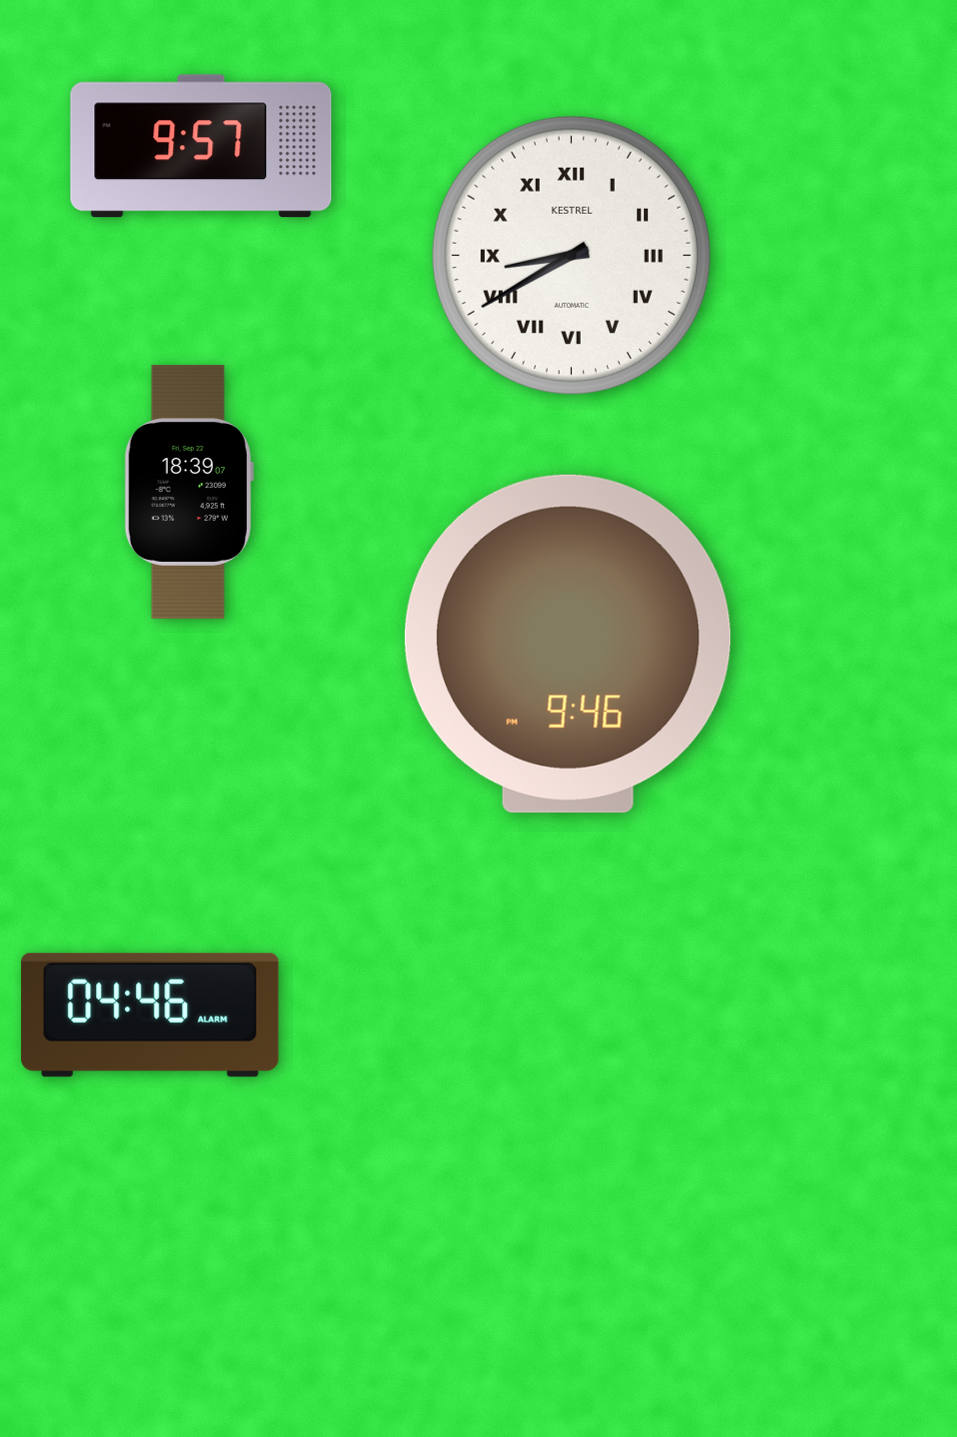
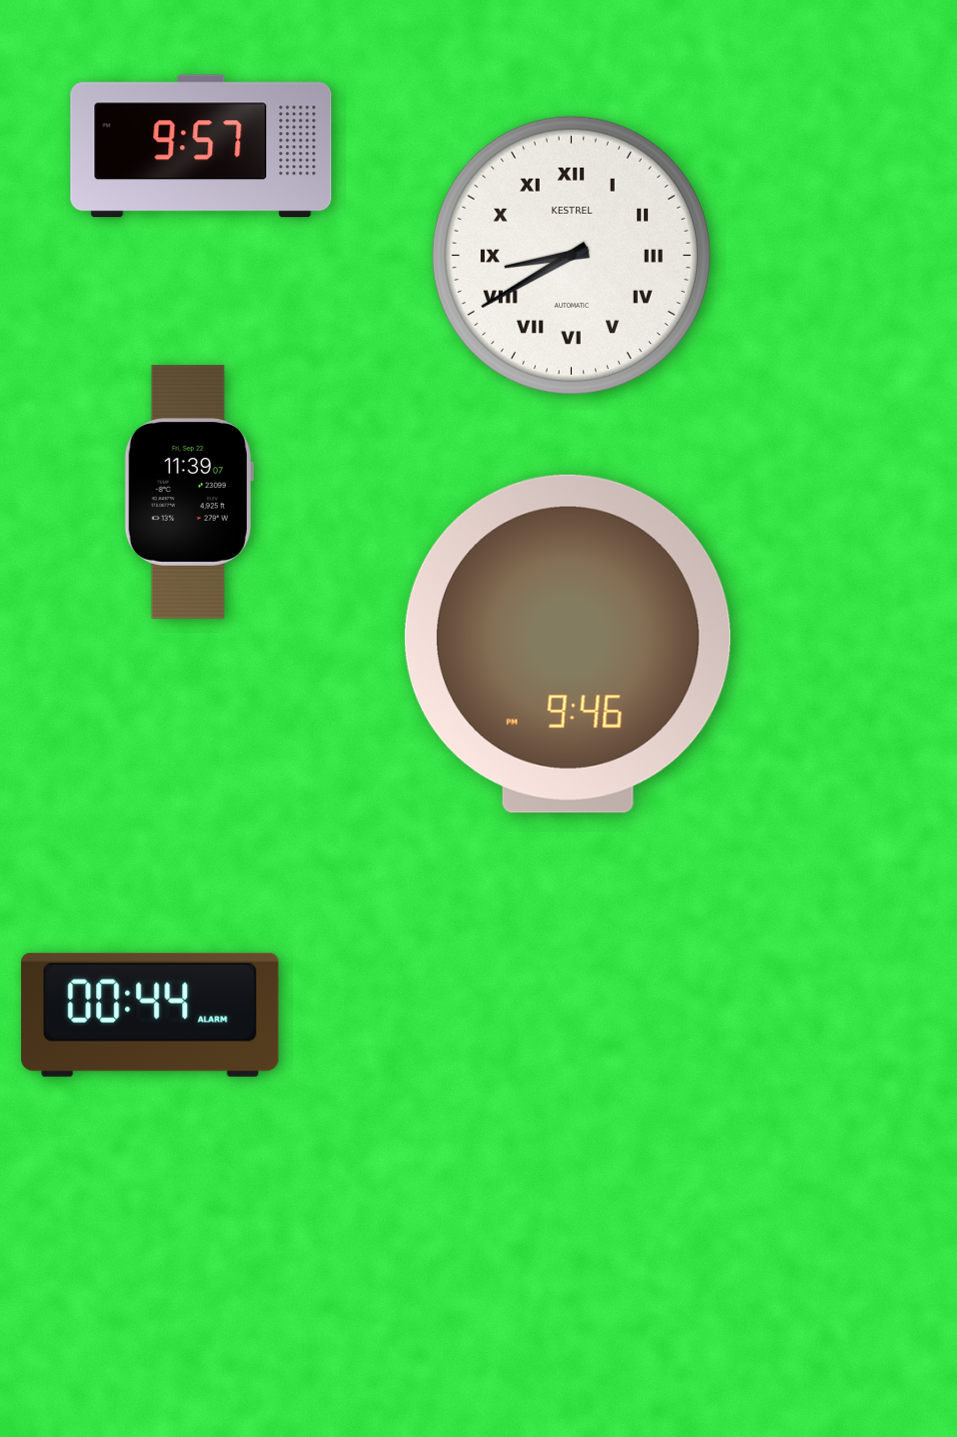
clock at (189, 492): 18:39 -> 11:39
clock at (150, 1015): 04:46 -> 00:44
